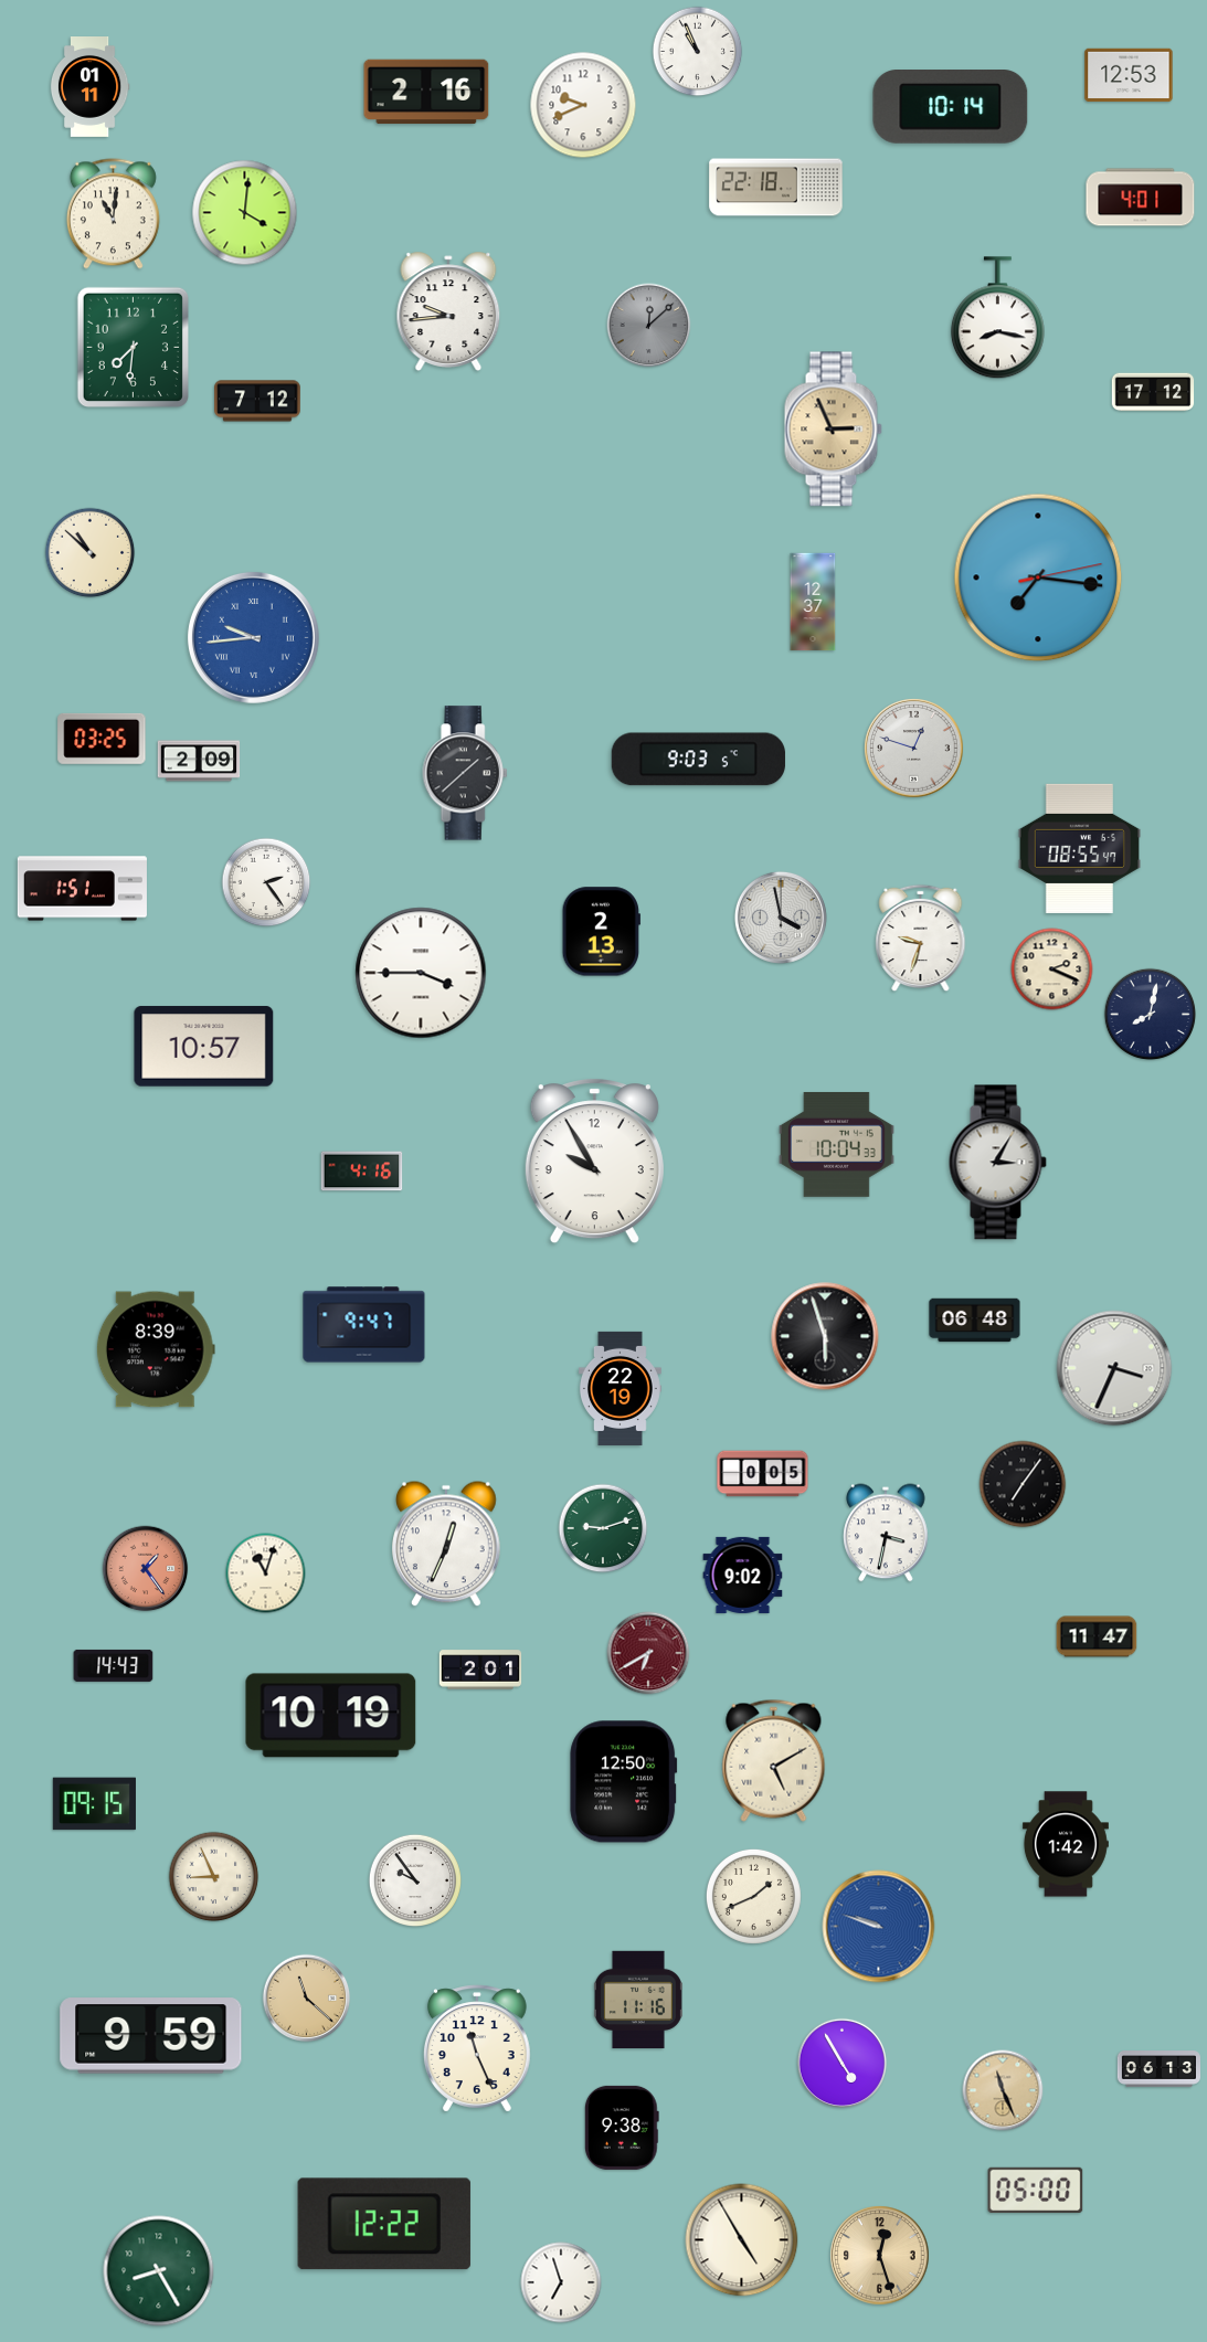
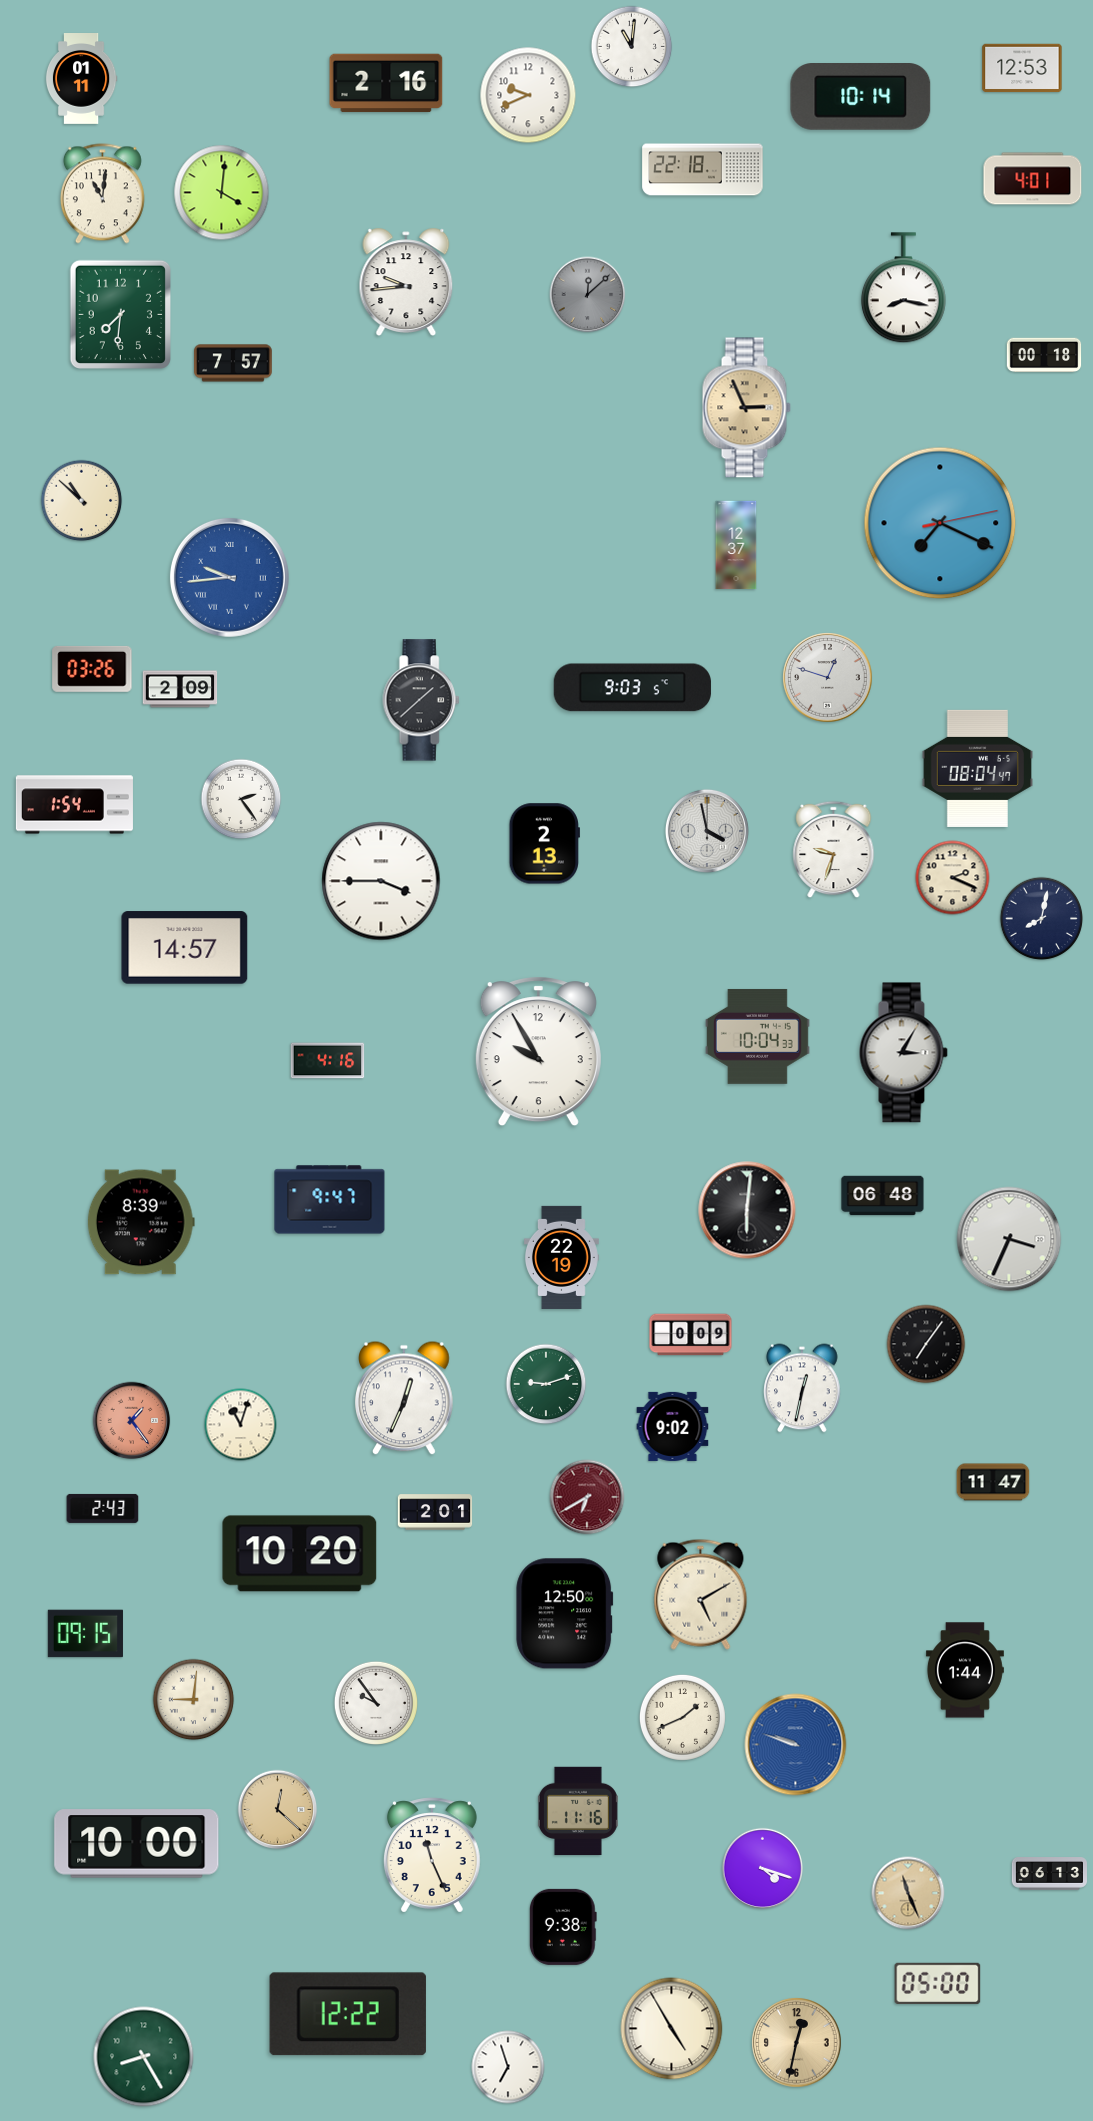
clock at (698, 52): 10:56 -> 11:01
clock at (1153, 392): 17:12 -> 00:18
clock at (257, 401): 7:12 -> 7:57
clock at (833, 430) position: (833, 430) -> (746, 408)
clock at (1038, 577): 7:16 -> 7:19
clock at (102, 739): 03:25 -> 03:26
clock at (1079, 848): 08:55 -> 08:04
clock at (82, 889): 1:51 -> 1:54
clock at (204, 1047): 10:57 -> 14:57
clock at (825, 1336): 5:57 -> 6:01
clock at (763, 1474): 0:05 -> 0:09
clock at (886, 1533): 3:32 -> 12:32
clock at (114, 1665): 14:43 -> 2:43
clock at (331, 1716): 10:19 -> 10:20
clock at (1066, 1844): 1:42 -> 1:44
clock at (214, 1877): 8:56 -> 9:01
clock at (307, 1999): 11:22 -> 12:22
clock at (151, 2036): 9:59 -> 10:00
clock at (841, 2063): 4:55 -> 4:18
clock at (880, 2256): 12:27 -> 12:32
